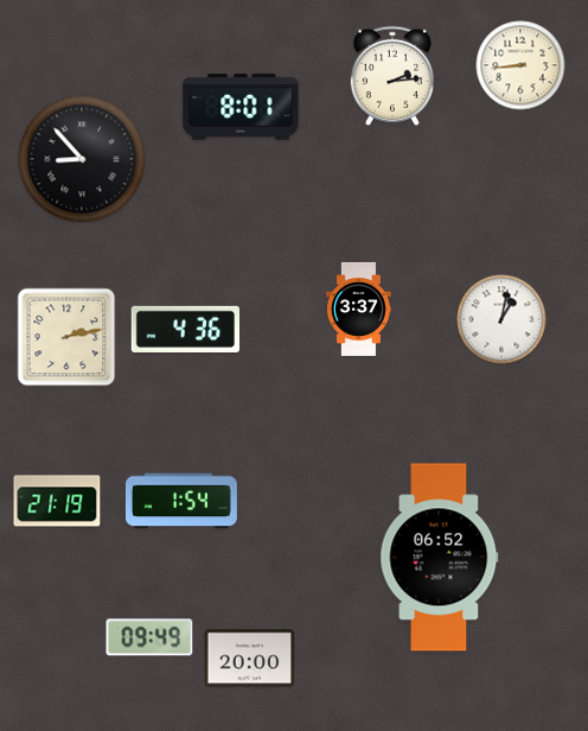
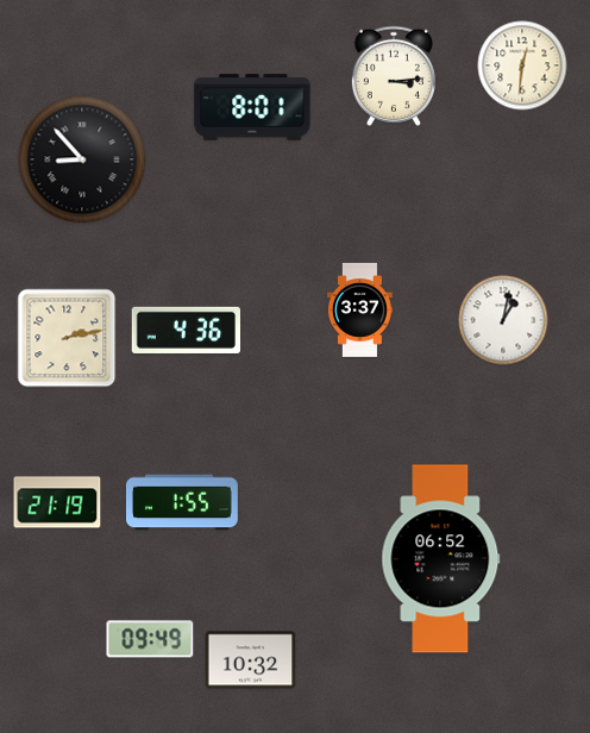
clock at (520, 65): 8:44 -> 12:31
clock at (392, 76): 2:14 -> 3:14
clock at (241, 107) position: (241, 107) -> (252, 107)
clock at (181, 501): 1:54 -> 1:55
clock at (250, 659): 20:00 -> 10:32
